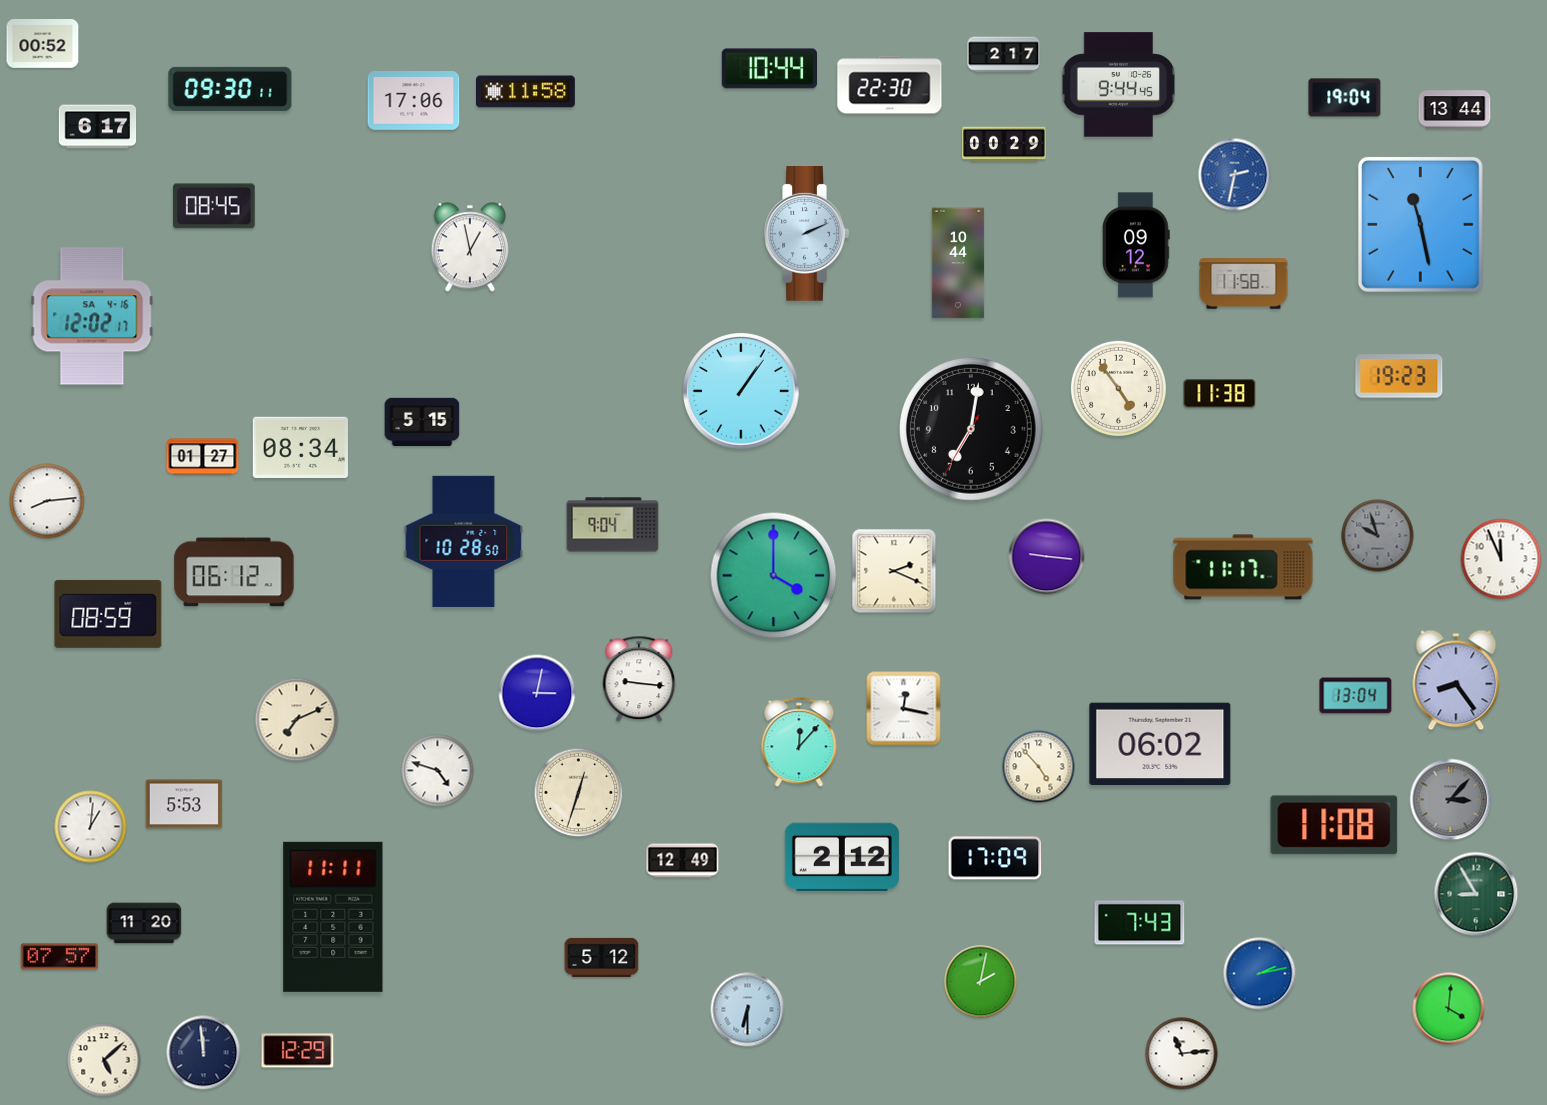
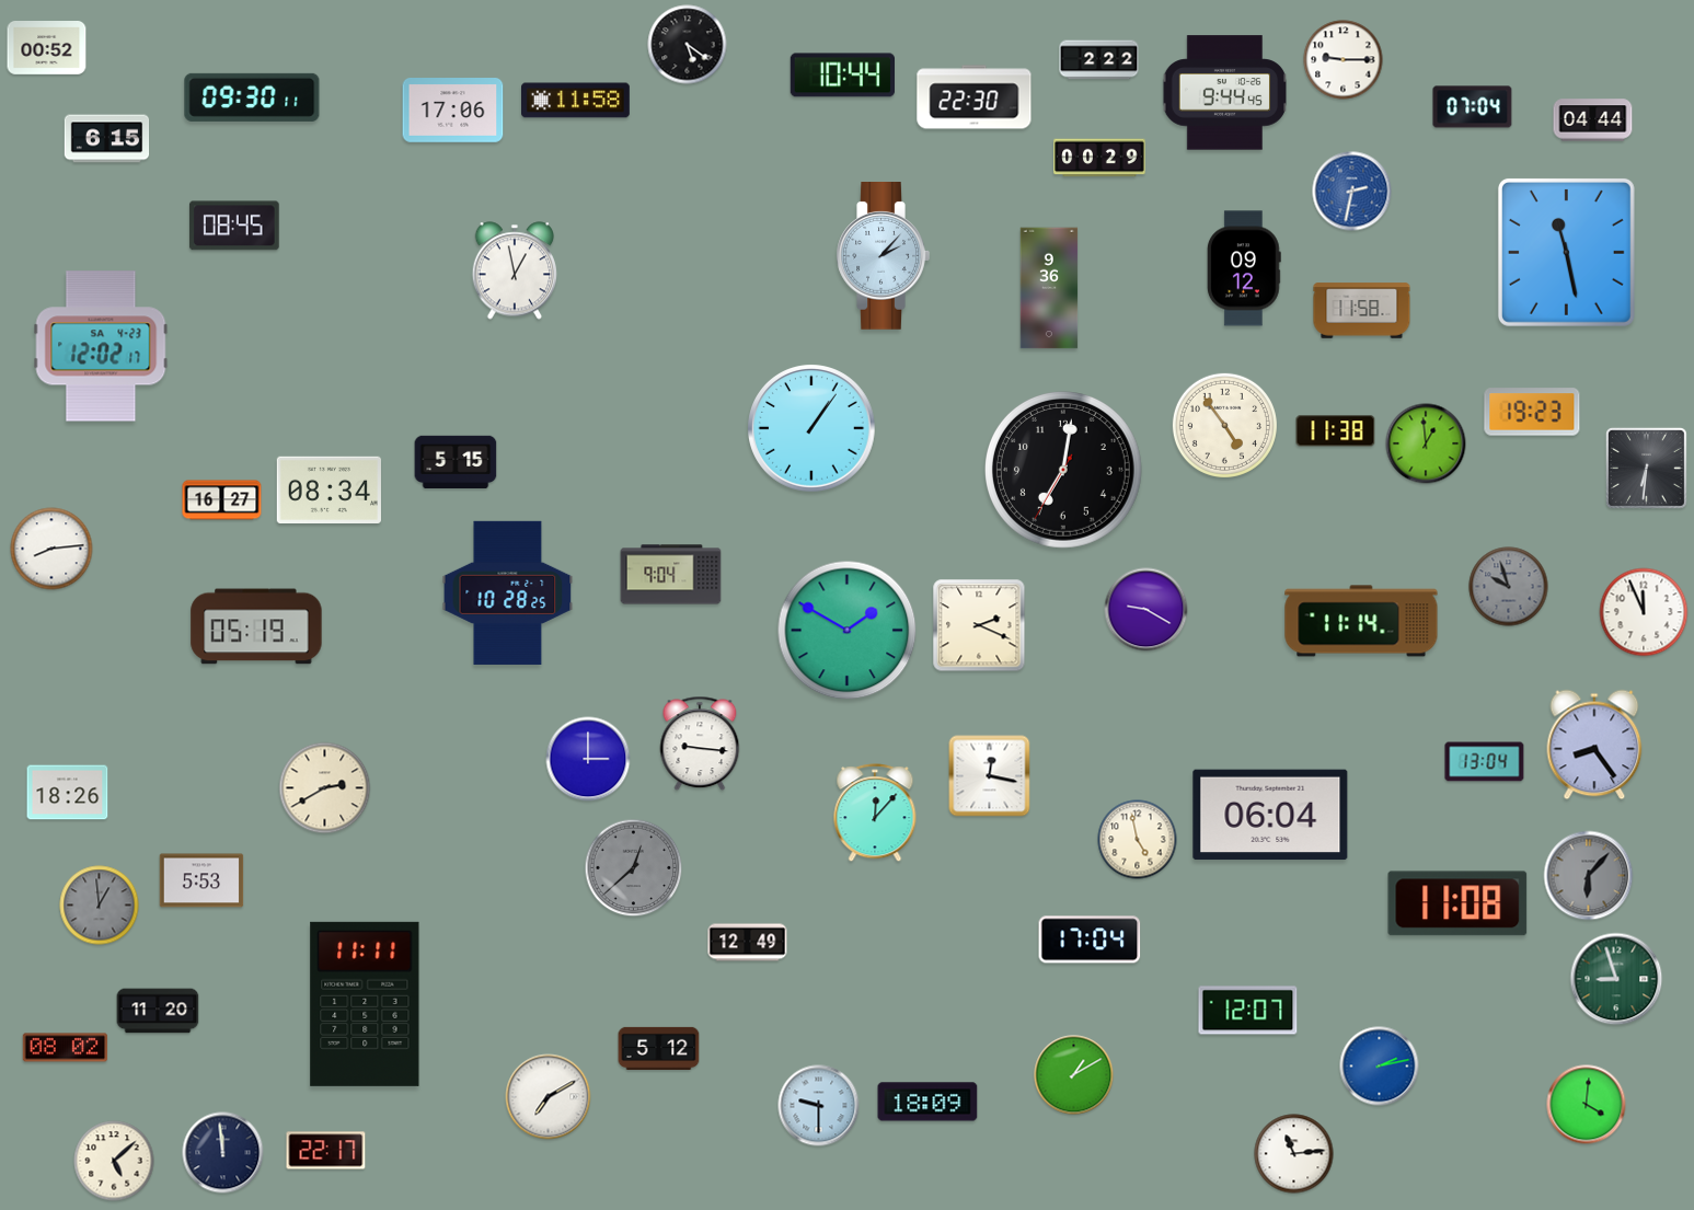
clock at (688, 45): none -> 5:21
clock at (1004, 55): 2:17 -> 2:22
clock at (1344, 60): none -> 9:15
clock at (890, 85) position: (890, 85) -> (975, 97)
clock at (1345, 98): 19:04 -> 07:04
clock at (1455, 110): 13:44 -> 04:44
clock at (98, 127): 6:17 -> 6:15
clock at (1420, 224) position: (1420, 224) -> (1566, 252)
clock at (806, 234): 2:11 -> 2:07
clock at (958, 263): 10:44 -> 9:36
clock at (92, 316) date: SA 4-16 -> SA 4-23
clock at (1426, 443): none -> 12:59
clock at (422, 421) position: (422, 421) -> (456, 461)
clock at (1646, 468): none -> 6:31
clock at (203, 457): 01:27 -> 16:27
clock at (464, 541): 10:28:50 -> 10:28:25
clock at (1047, 557): 9:16 -> 9:20
clock at (1243, 567): 11:17 -> 11:14
clock at (234, 572): 06:12 -> 05:19
clock at (774, 576): 4:00 -> 1:50
clock at (108, 614): 08:59 -> none
clock at (537, 693): 3:02 -> 3:00
clock at (297, 720): 7:11 -> 2:40
clock at (68, 793): none -> 18:26
clock at (1160, 744): 06:02 -> 06:04
clock at (1039, 767): 4:53 -> 4:58
clock at (438, 771): 4:48 -> none
clock at (579, 793): 12:33 -> 12:38
clock at (579, 793) dial: cream -> grey
clock at (1451, 800): 3:07 -> 6:07
clock at (1334, 825) position: (1334, 825) -> (1457, 903)
clock at (91, 827): 1:01 -> 12:59
clock at (91, 827) dial: white -> grey
clock at (842, 857): 2:12 -> none
clock at (995, 858): 17:09 -> 17:04
clock at (1476, 894): 8:55 -> 8:57
clock at (1140, 923): 7:43 -> 12:07
clock at (60, 957): 07:57 -> 08:02
clock at (981, 982): 2:02 -> 1:10
clock at (549, 1097): none -> 7:10
clock at (927, 1102): none -> 18:09
clock at (748, 1010): 6:30 -> 9:30
clock at (298, 1051): 12:29 -> 22:17
